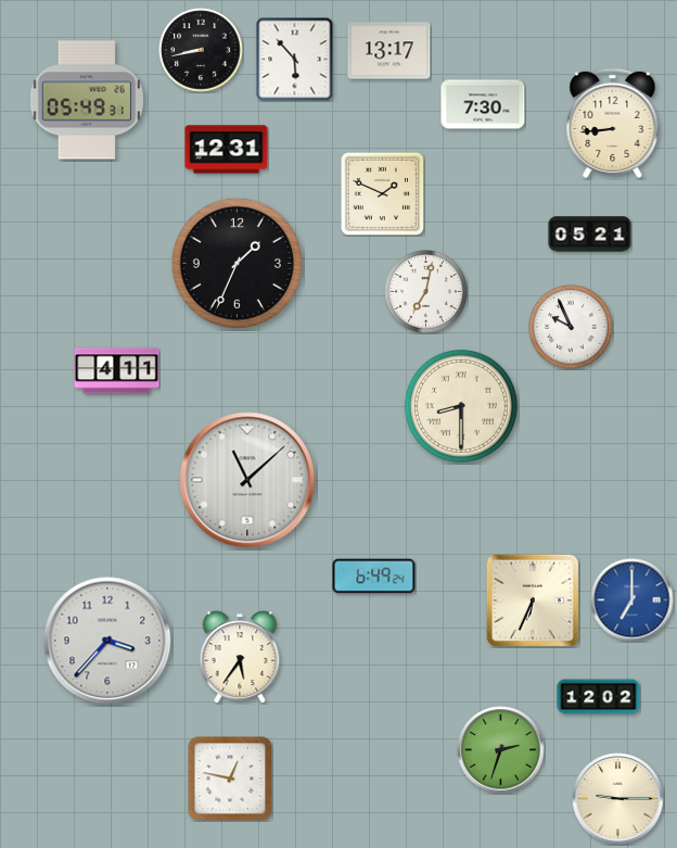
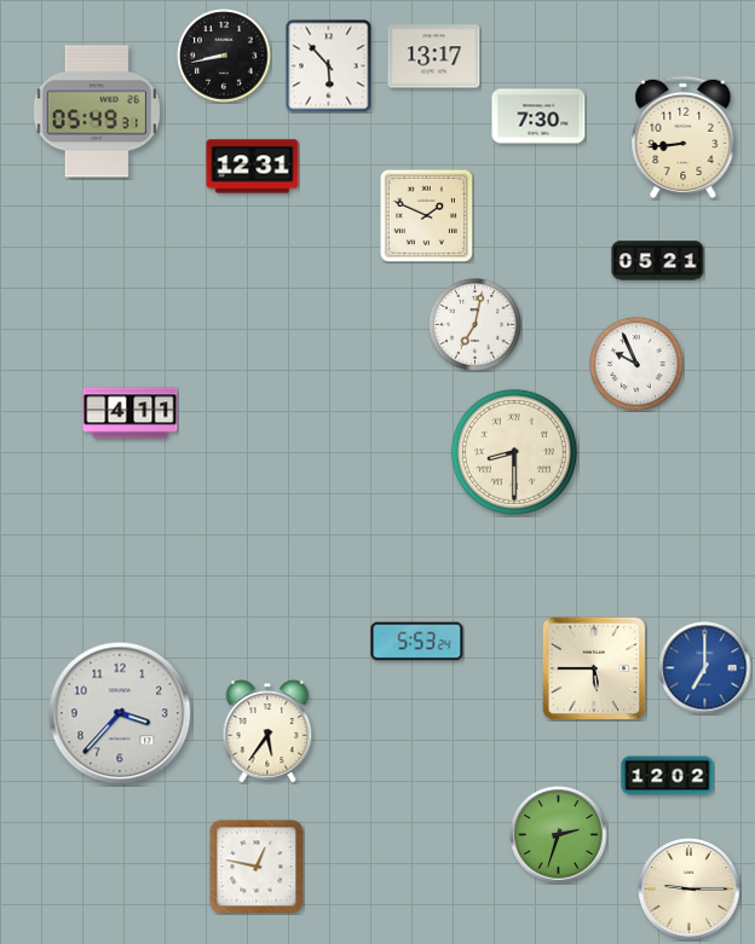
clock at (237, 263): 1:34 -> none
clock at (247, 480): 11:08 -> none
clock at (374, 577): 6:49 -> 5:53
clock at (533, 600): 6:34 -> 5:45
